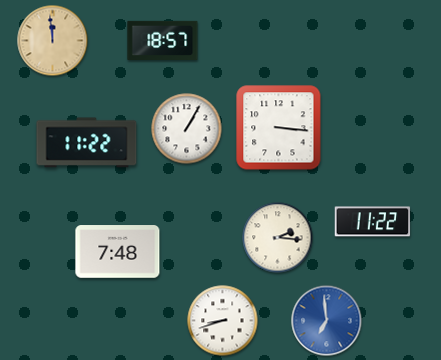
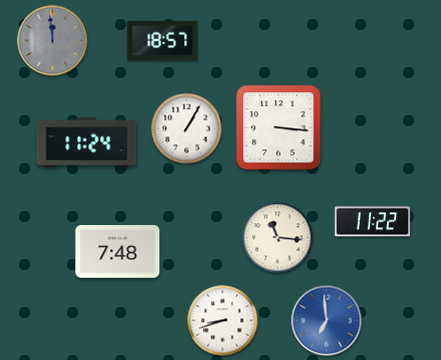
clock at (53, 41) dial: champagne -> grey
clock at (87, 143): 11:22 -> 11:24
clock at (278, 238): 2:16 -> 11:16
